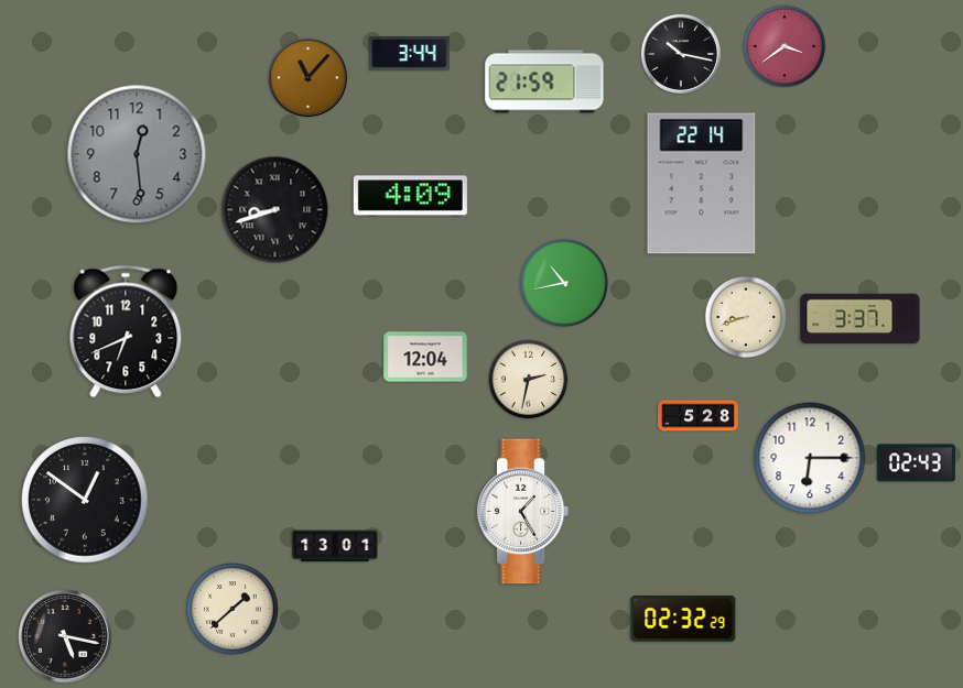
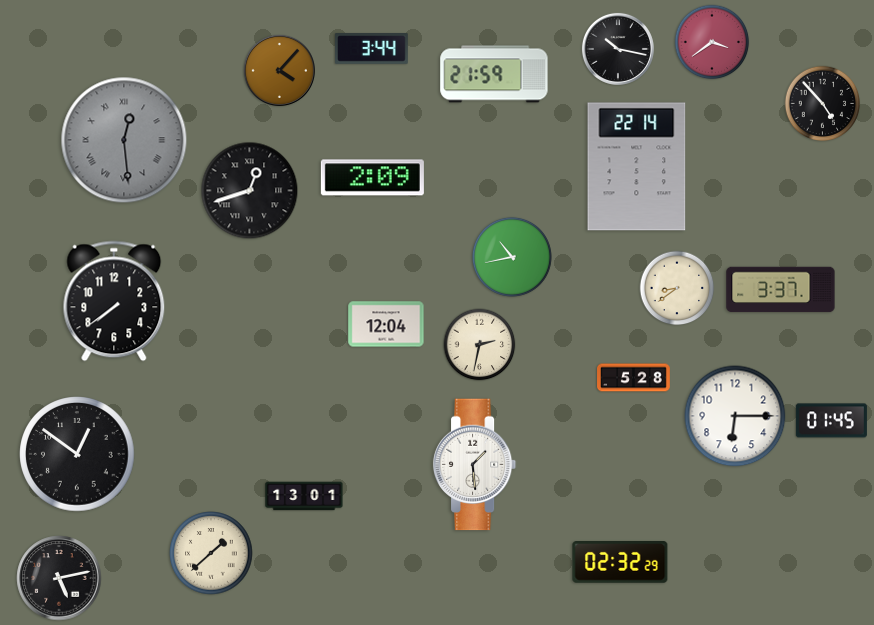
clock at (307, 77): 11:07 -> 4:07
clock at (823, 104): none -> 4:53
clock at (137, 154) numerals: Arabic -> Roman
clock at (410, 196): 4:09 -> 2:09
clock at (275, 210): 8:42 -> 12:42
clock at (746, 317): 8:42 -> 8:39
clock at (126, 331): 6:41 -> 7:39
clock at (916, 463): 02:43 -> 01:45
clock at (523, 512): 1:25 -> 1:29
clock at (65, 636): 5:17 -> 5:13
